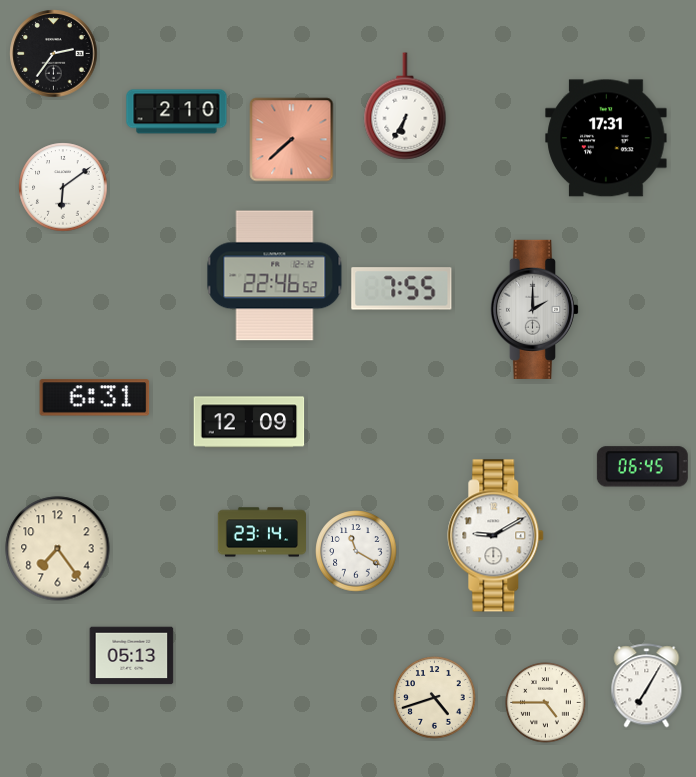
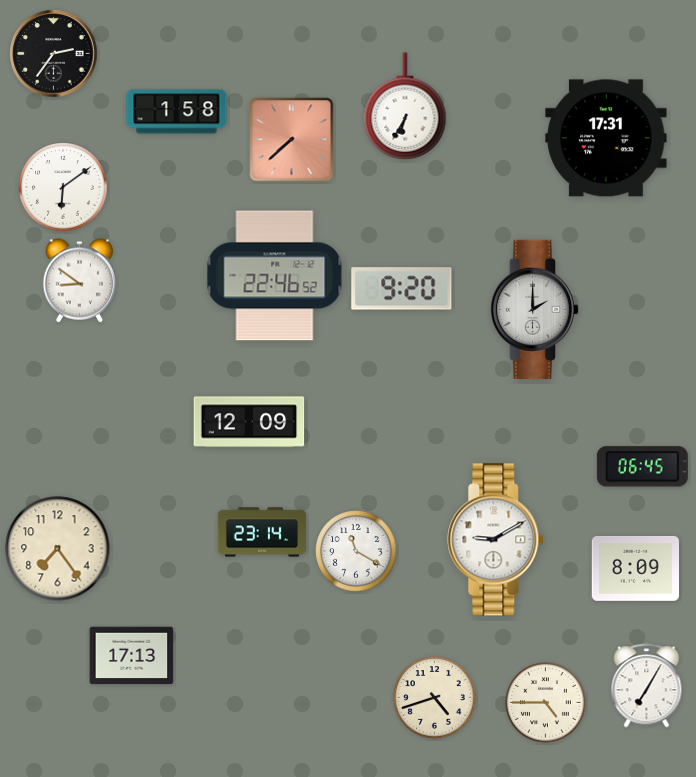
clock at (177, 112): 2:10 -> 1:58
clock at (79, 281): none -> 8:51
clock at (402, 289): 7:55 -> 9:20
clock at (95, 398): 6:31 -> none
clock at (496, 536) position: (496, 536) -> (496, 540)
clock at (635, 568): none -> 8:09
clock at (132, 656): 05:13 -> 17:13
